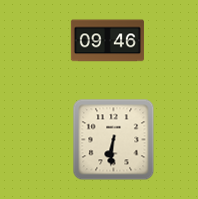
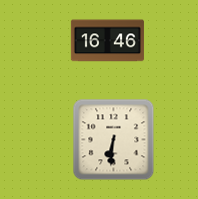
clock at (107, 41): 09:46 -> 16:46
